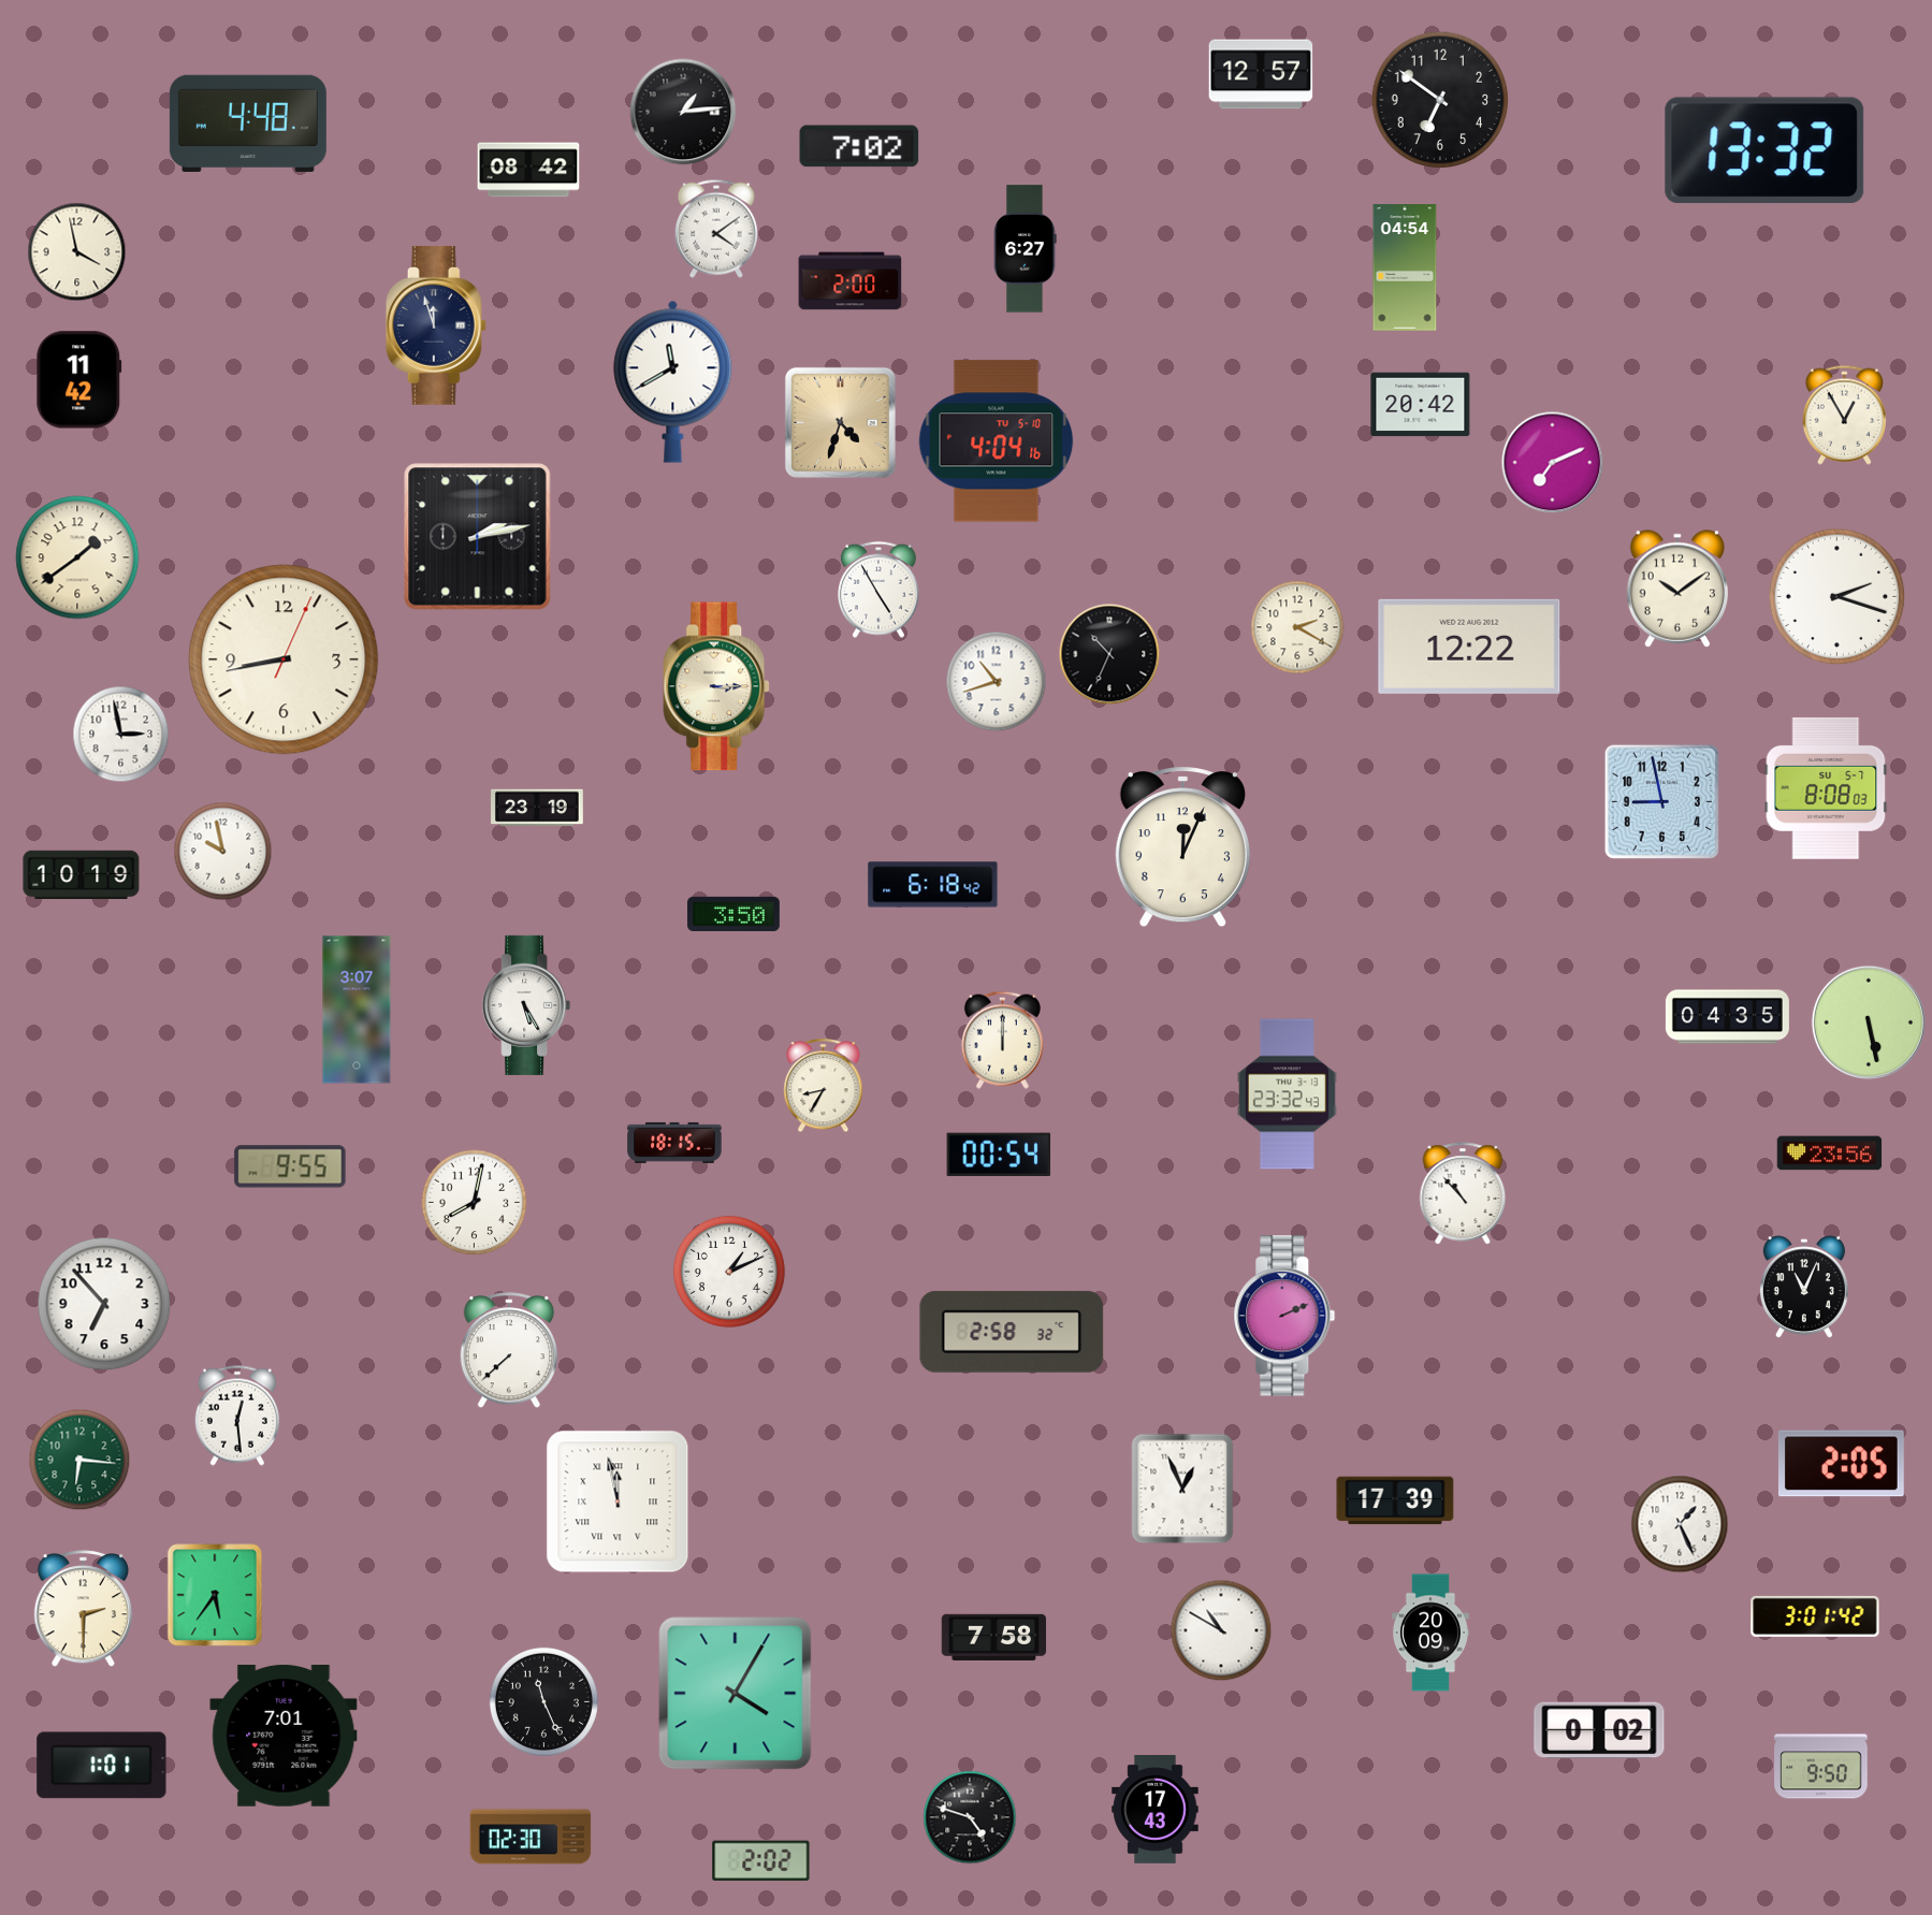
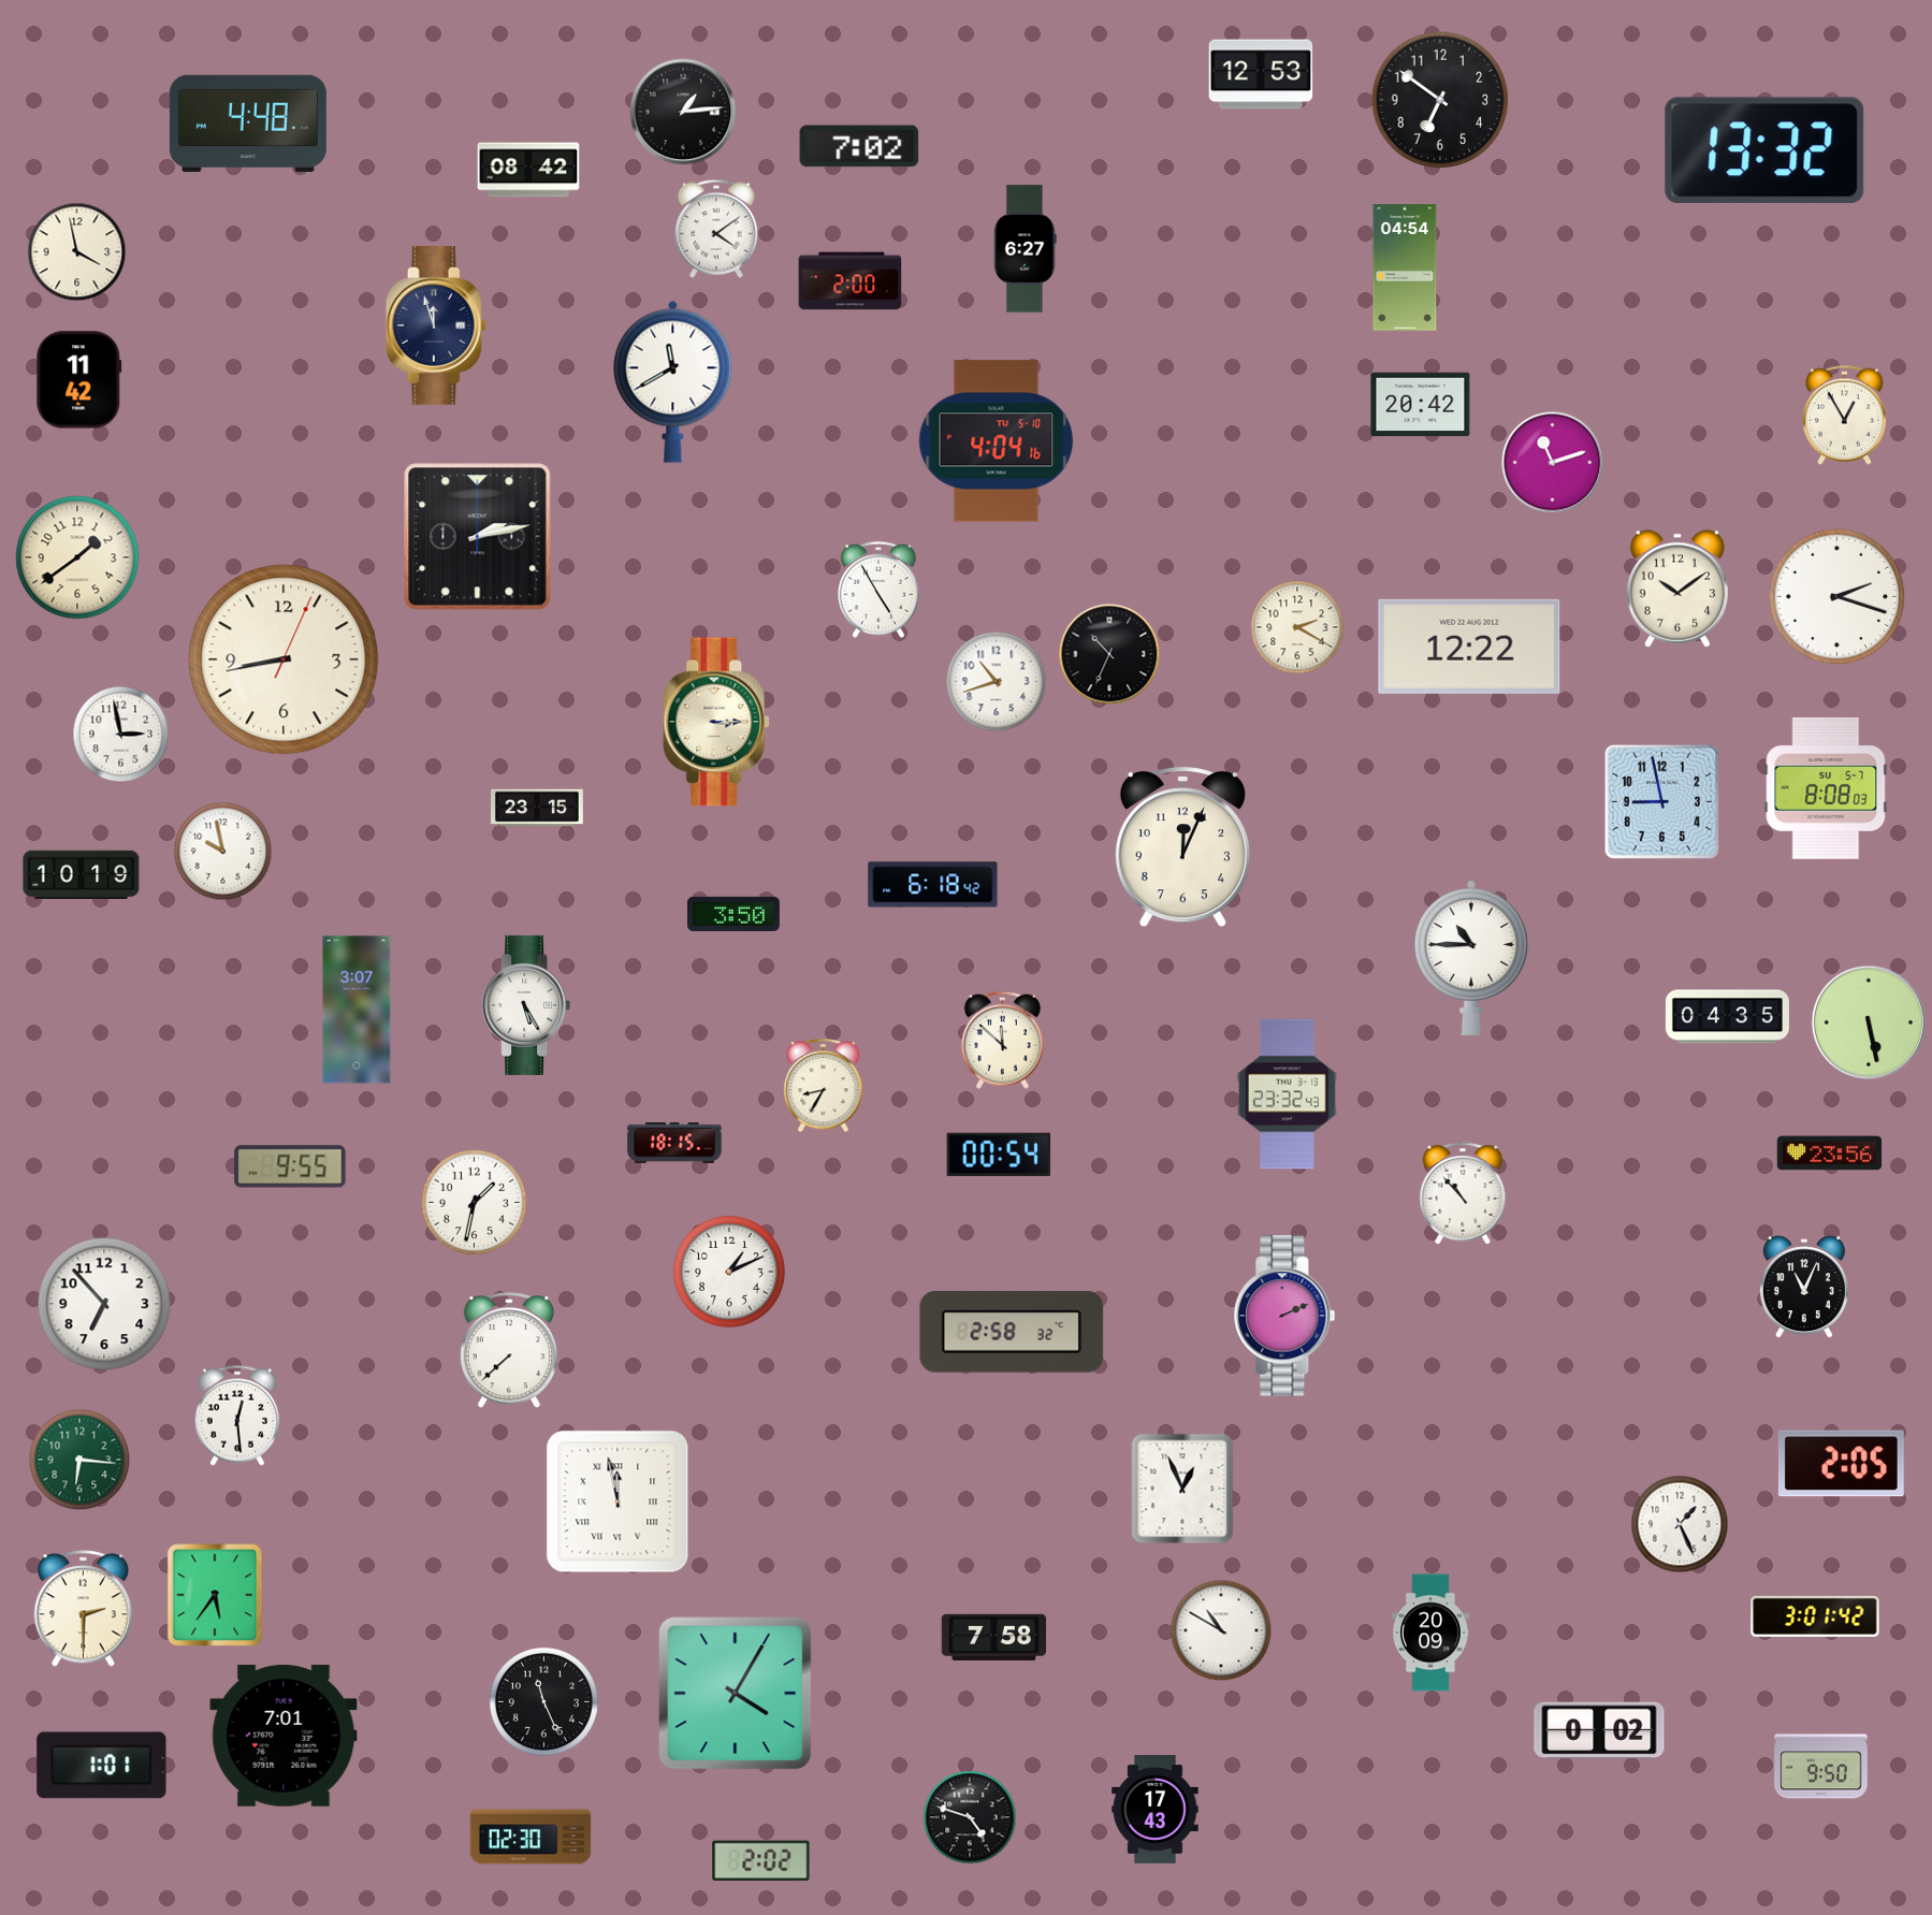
clock at (1261, 74): 12:57 -> 12:53
clock at (840, 422): 4:33 -> none
clock at (1553, 463): 7:11 -> 11:12
clock at (717, 686) position: (717, 686) -> (717, 722)
clock at (538, 808): 23:19 -> 23:15
clock at (1471, 958): none -> 10:45
clock at (1002, 1040): 12:00 -> 11:52
clock at (475, 1203): 8:02 -> 1:32
clock at (1395, 1500): 17:39 -> none
